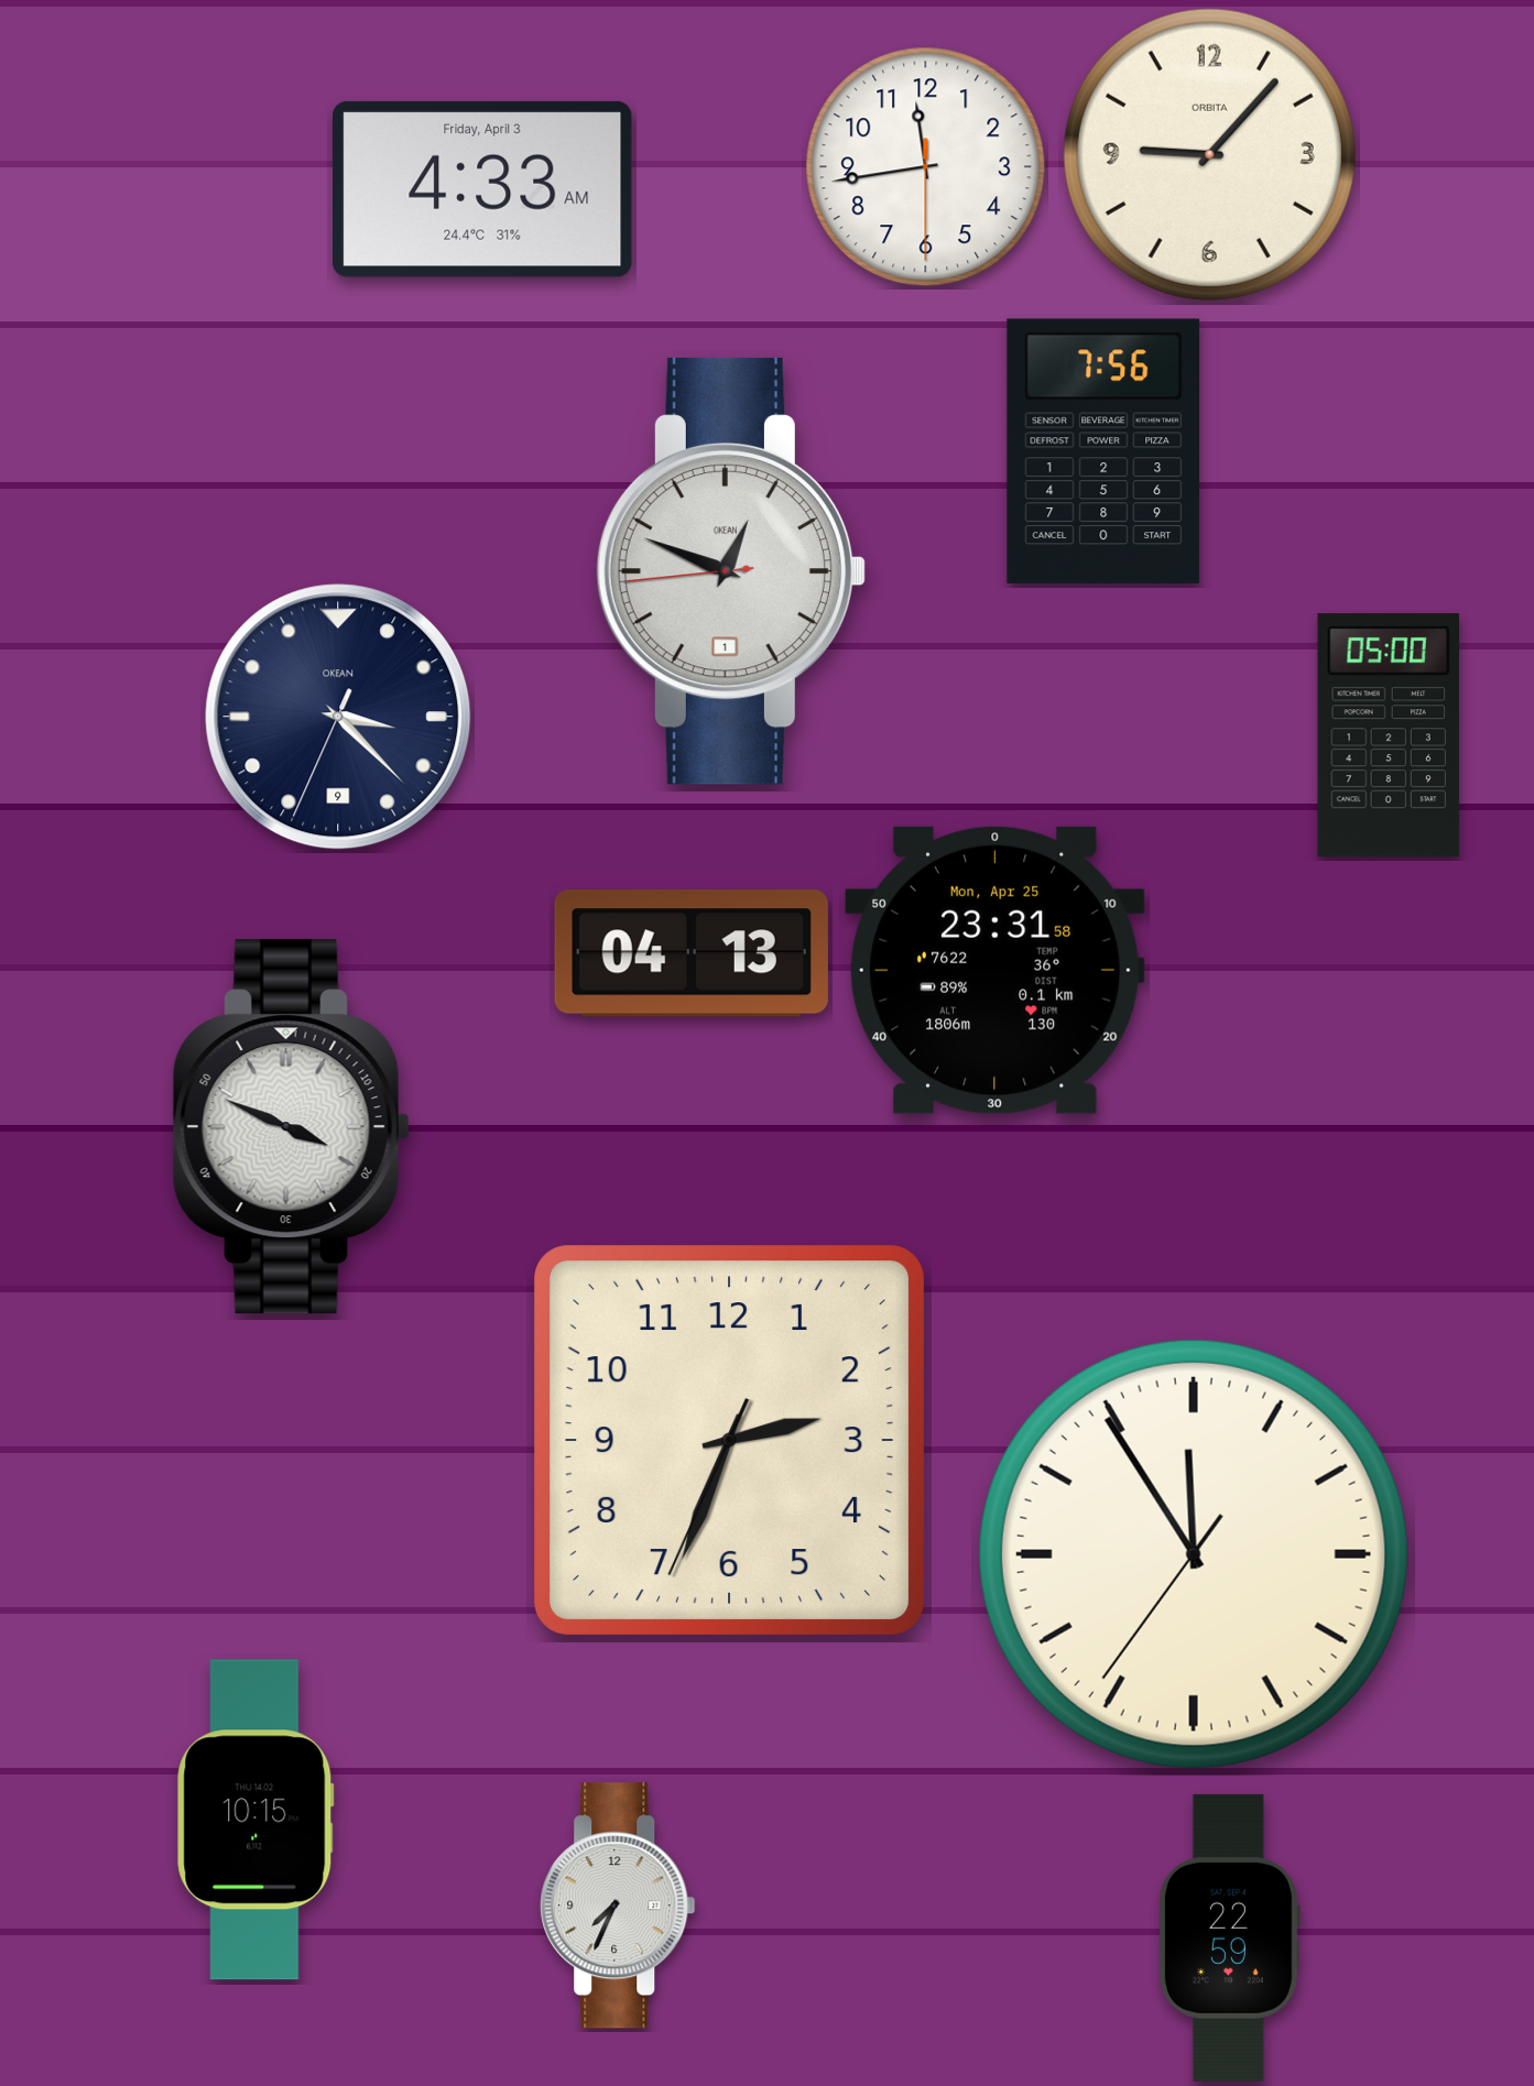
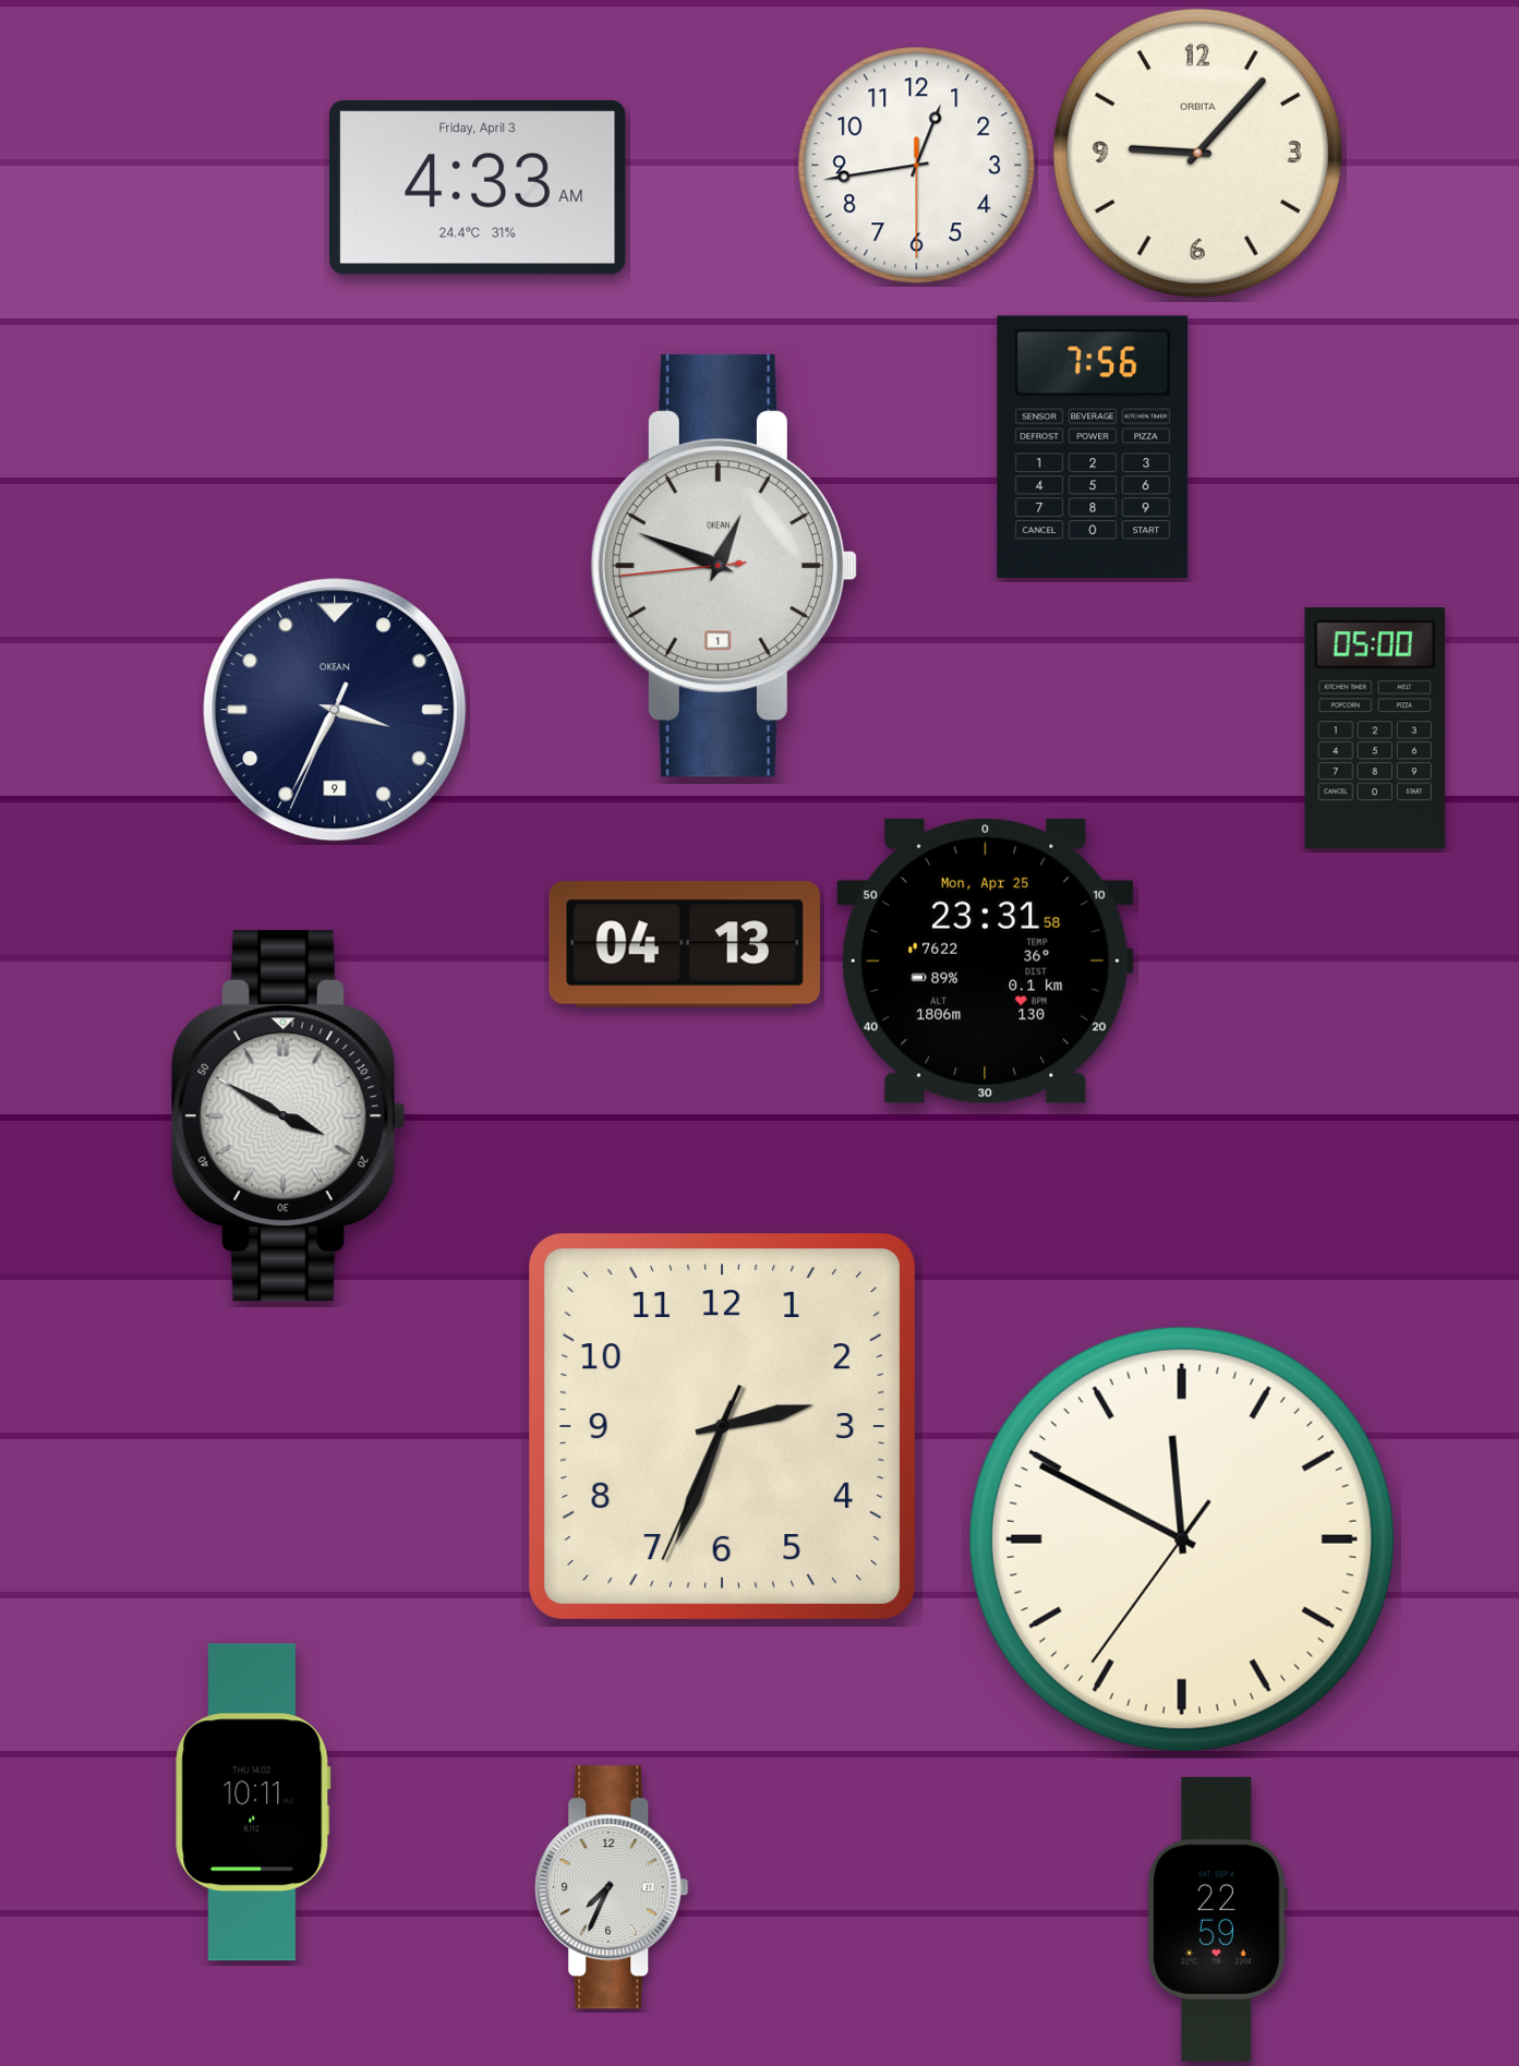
clock at (926, 167): 11:43 -> 12:43
clock at (338, 717): 3:22 -> 3:34
clock at (291, 1127): 3:49 -> 3:50
clock at (1194, 1554): 11:54 -> 11:49
clock at (255, 1820): 10:15 -> 10:11
